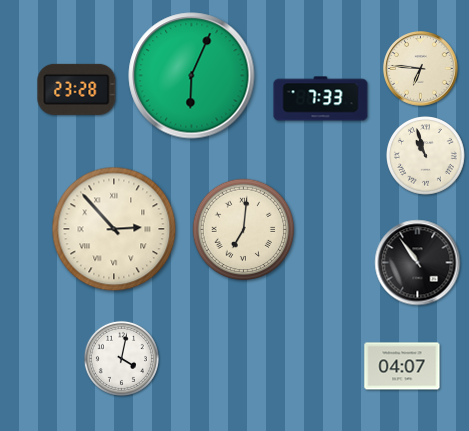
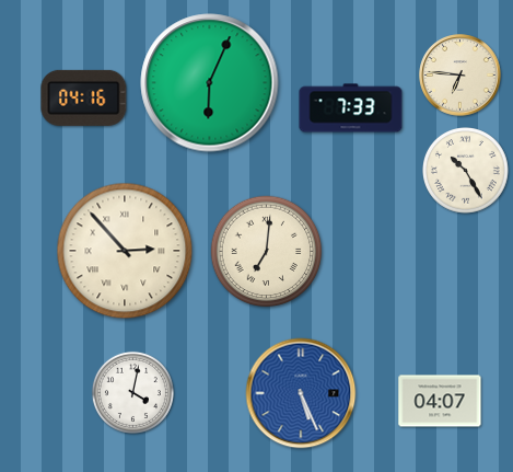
clock at (77, 89): 23:28 -> 04:16
clock at (426, 156): 10:57 -> 10:25
clock at (418, 263): 10:54 -> none
clock at (301, 393): none -> 5:26
